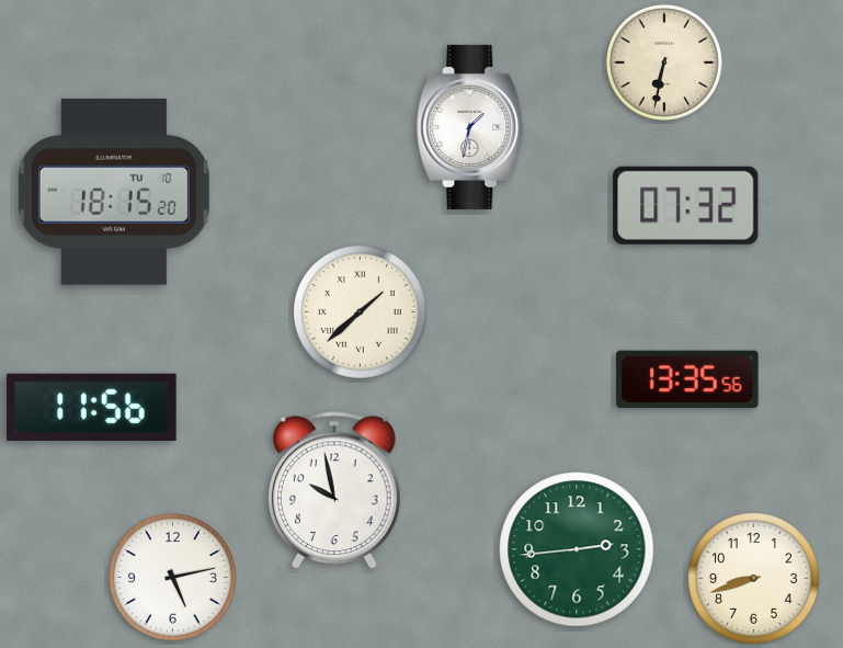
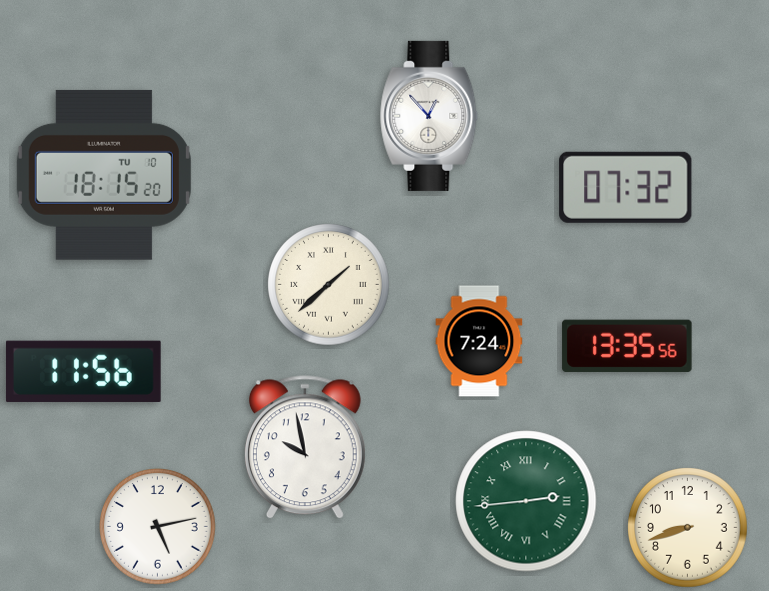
clock at (664, 62): 6:32 -> none
clock at (470, 127): 1:32 -> 12:53
clock at (479, 341): none -> 7:24
clock at (577, 549) numerals: Arabic -> Roman
